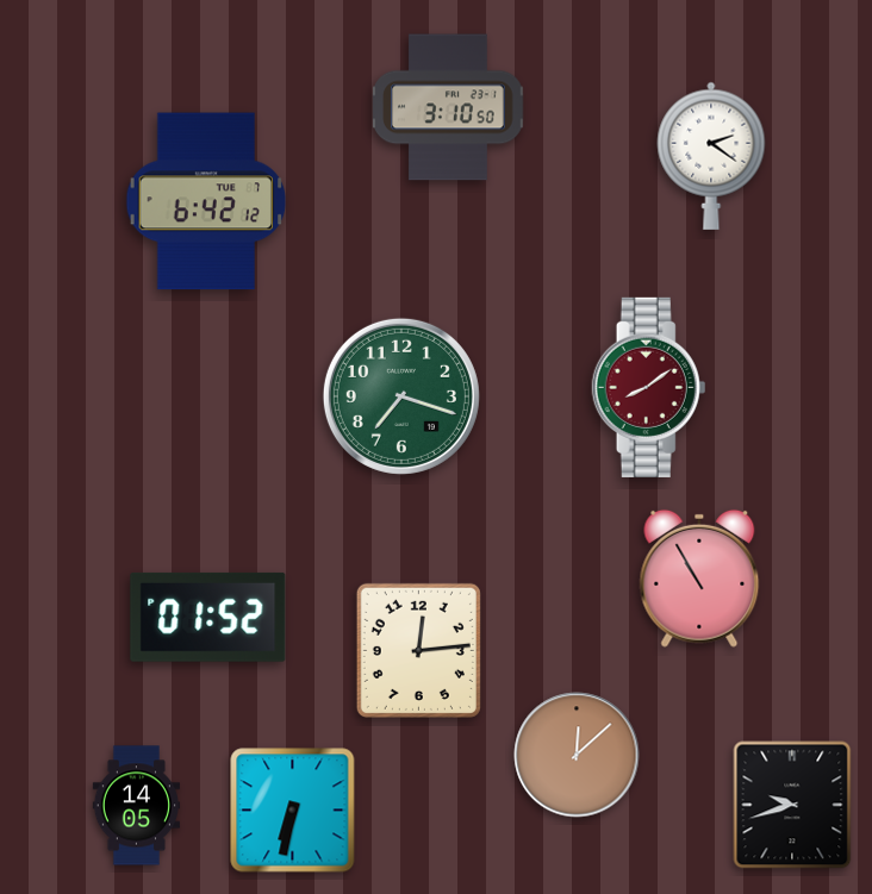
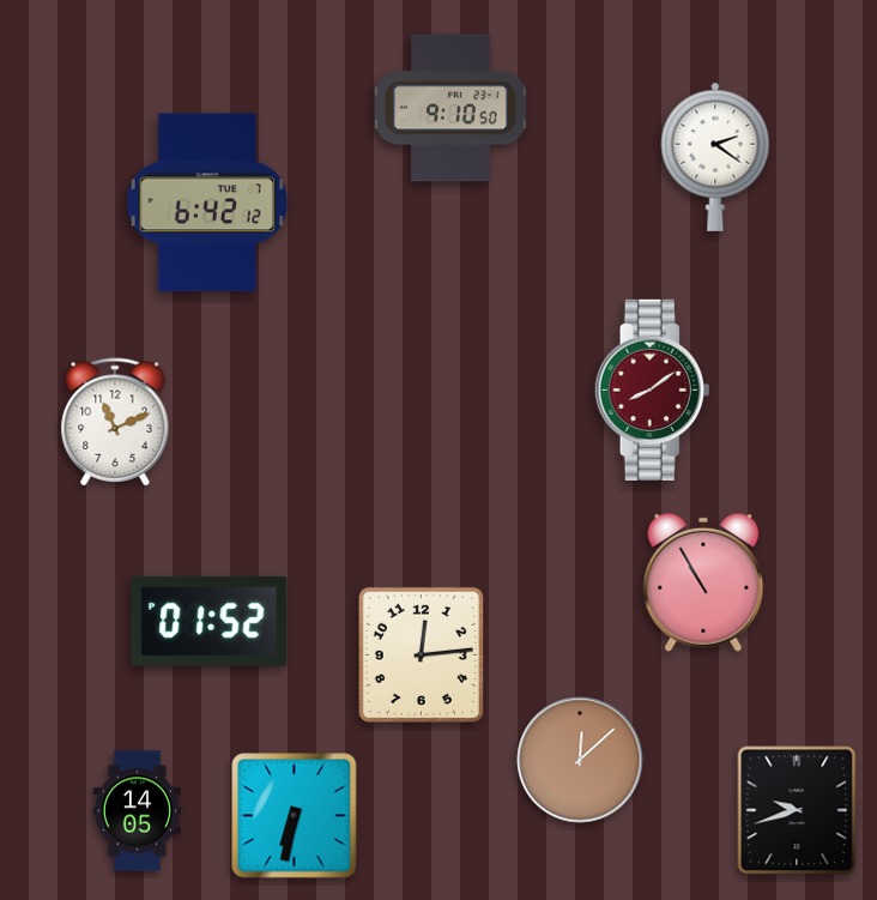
clock at (448, 107): 3:10 -> 9:10
clock at (401, 396): 7:18 -> none
clock at (115, 422): none -> 11:11
